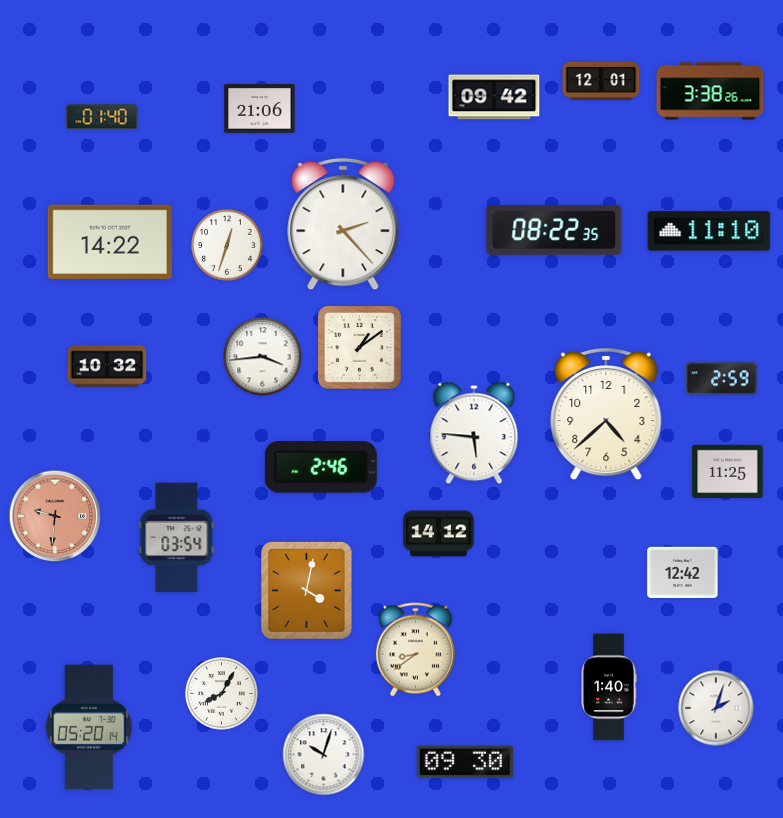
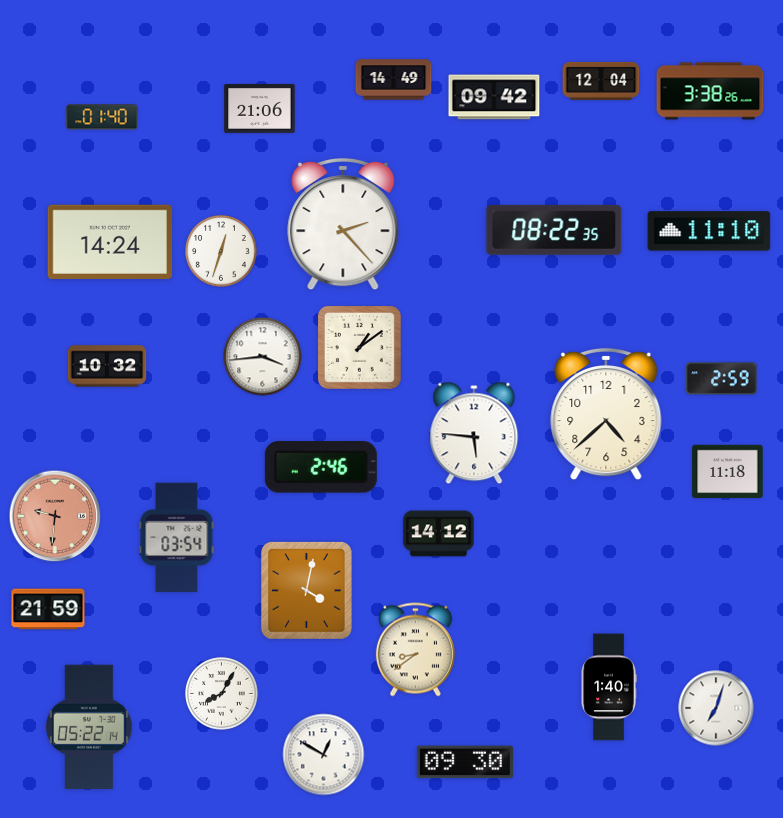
clock at (394, 80): none -> 14:49
clock at (601, 81): 12:01 -> 12:04
clock at (109, 242): 14:22 -> 14:24
clock at (228, 246) position: (228, 246) -> (222, 252)
clock at (728, 472): 11:25 -> 11:18
clock at (683, 572): 12:42 -> none
clock at (48, 609): none -> 21:59
clock at (716, 708): 2:03 -> 7:03
clock at (89, 727): 05:20 -> 05:22
clock at (324, 755): 10:03 -> 12:50
